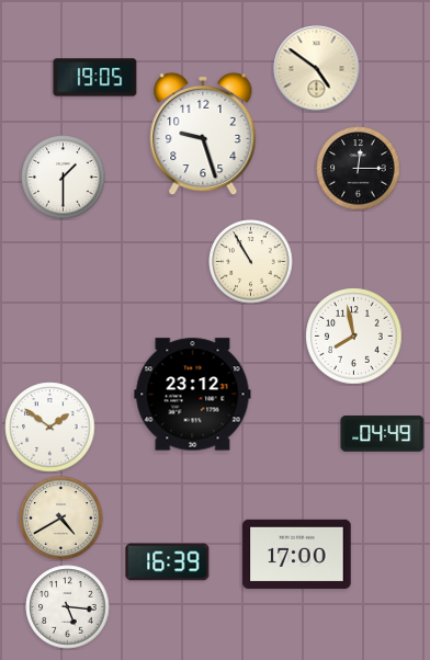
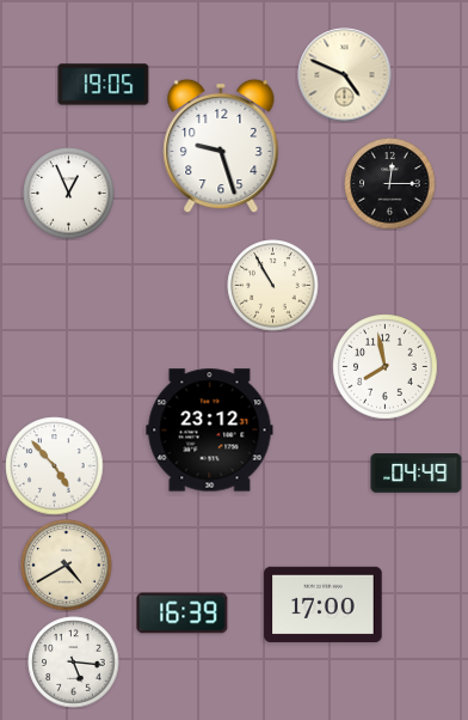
clock at (317, 69): 4:51 -> 4:49
clock at (64, 178): 1:30 -> 12:56
clock at (50, 428): 1:51 -> 4:53
